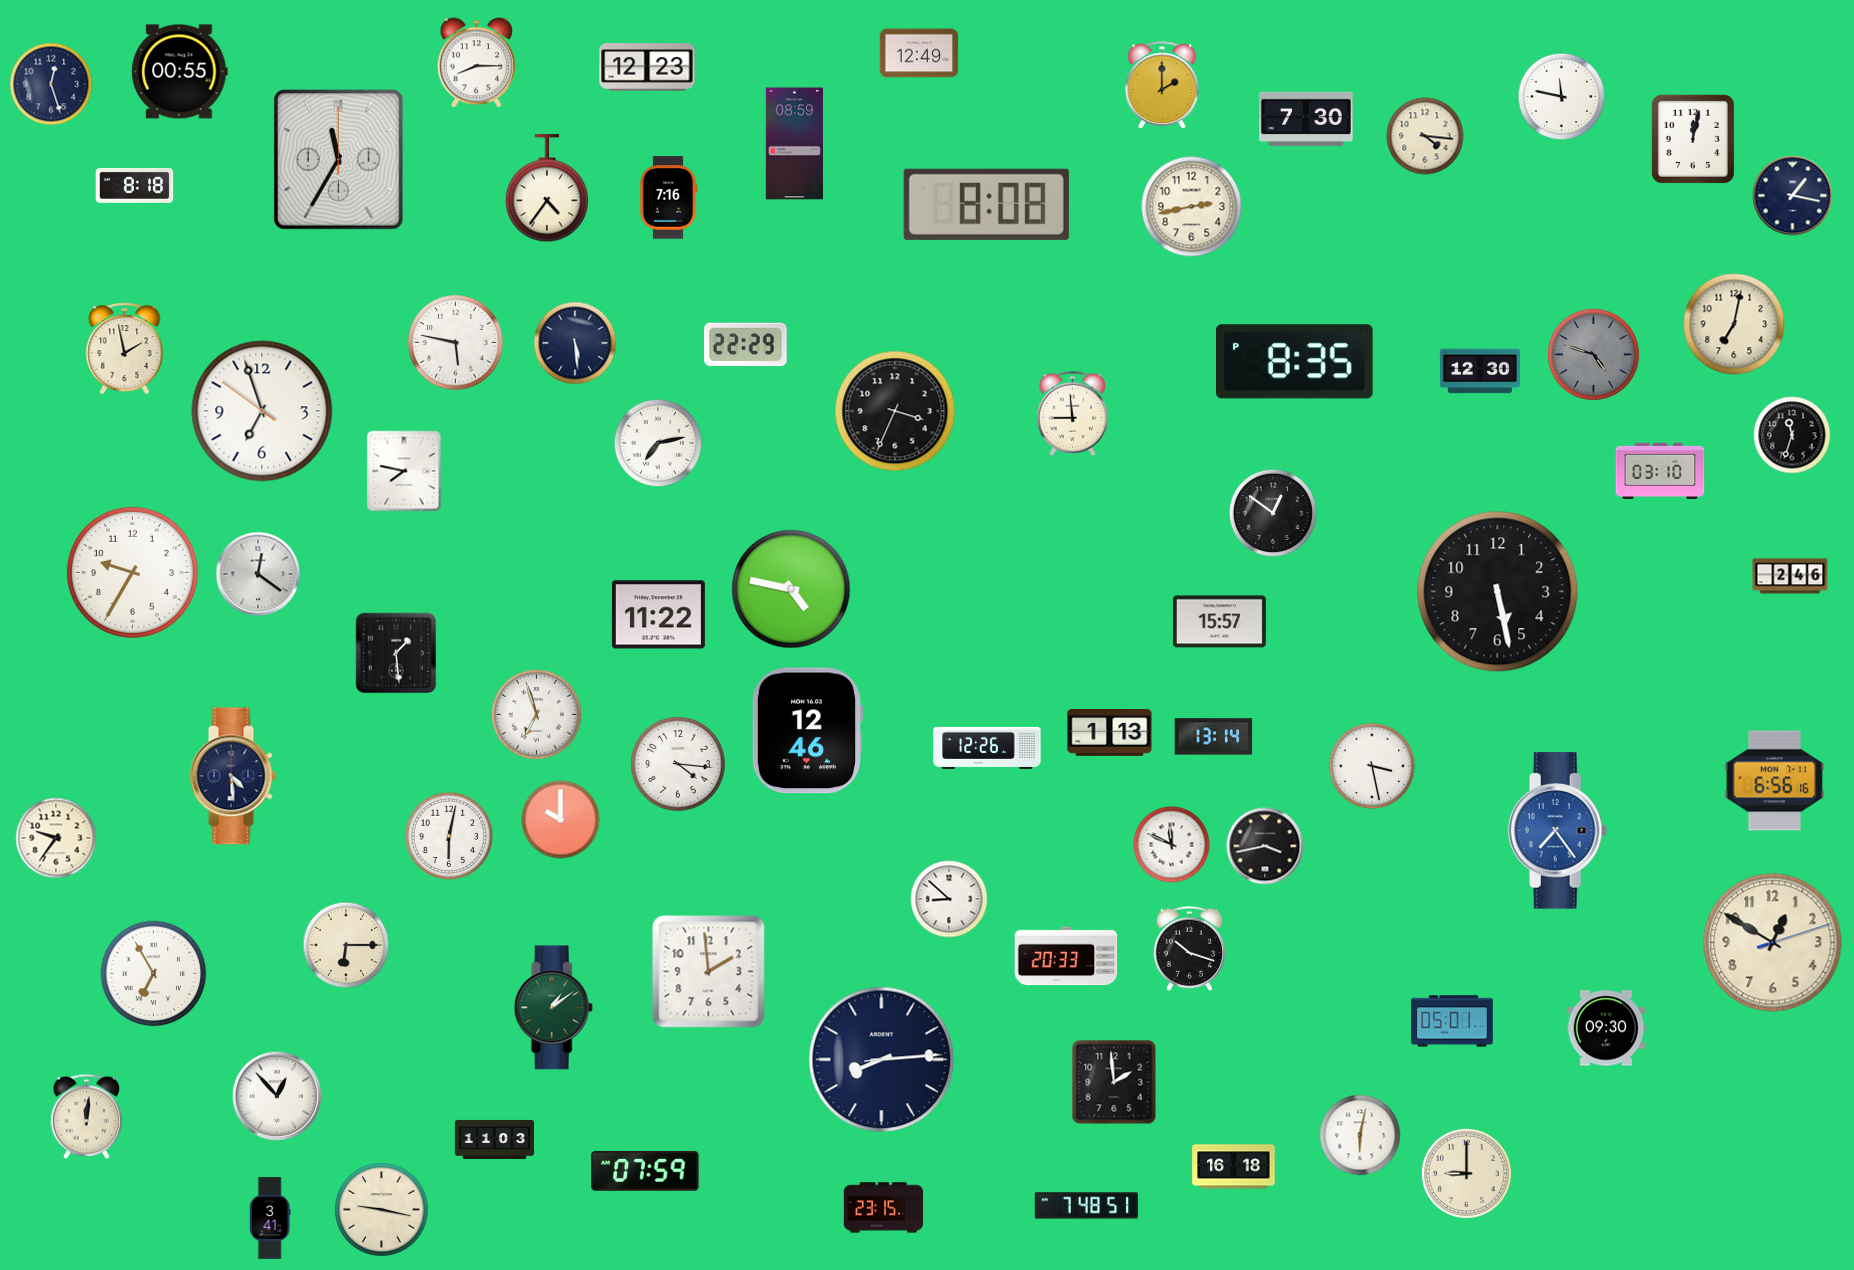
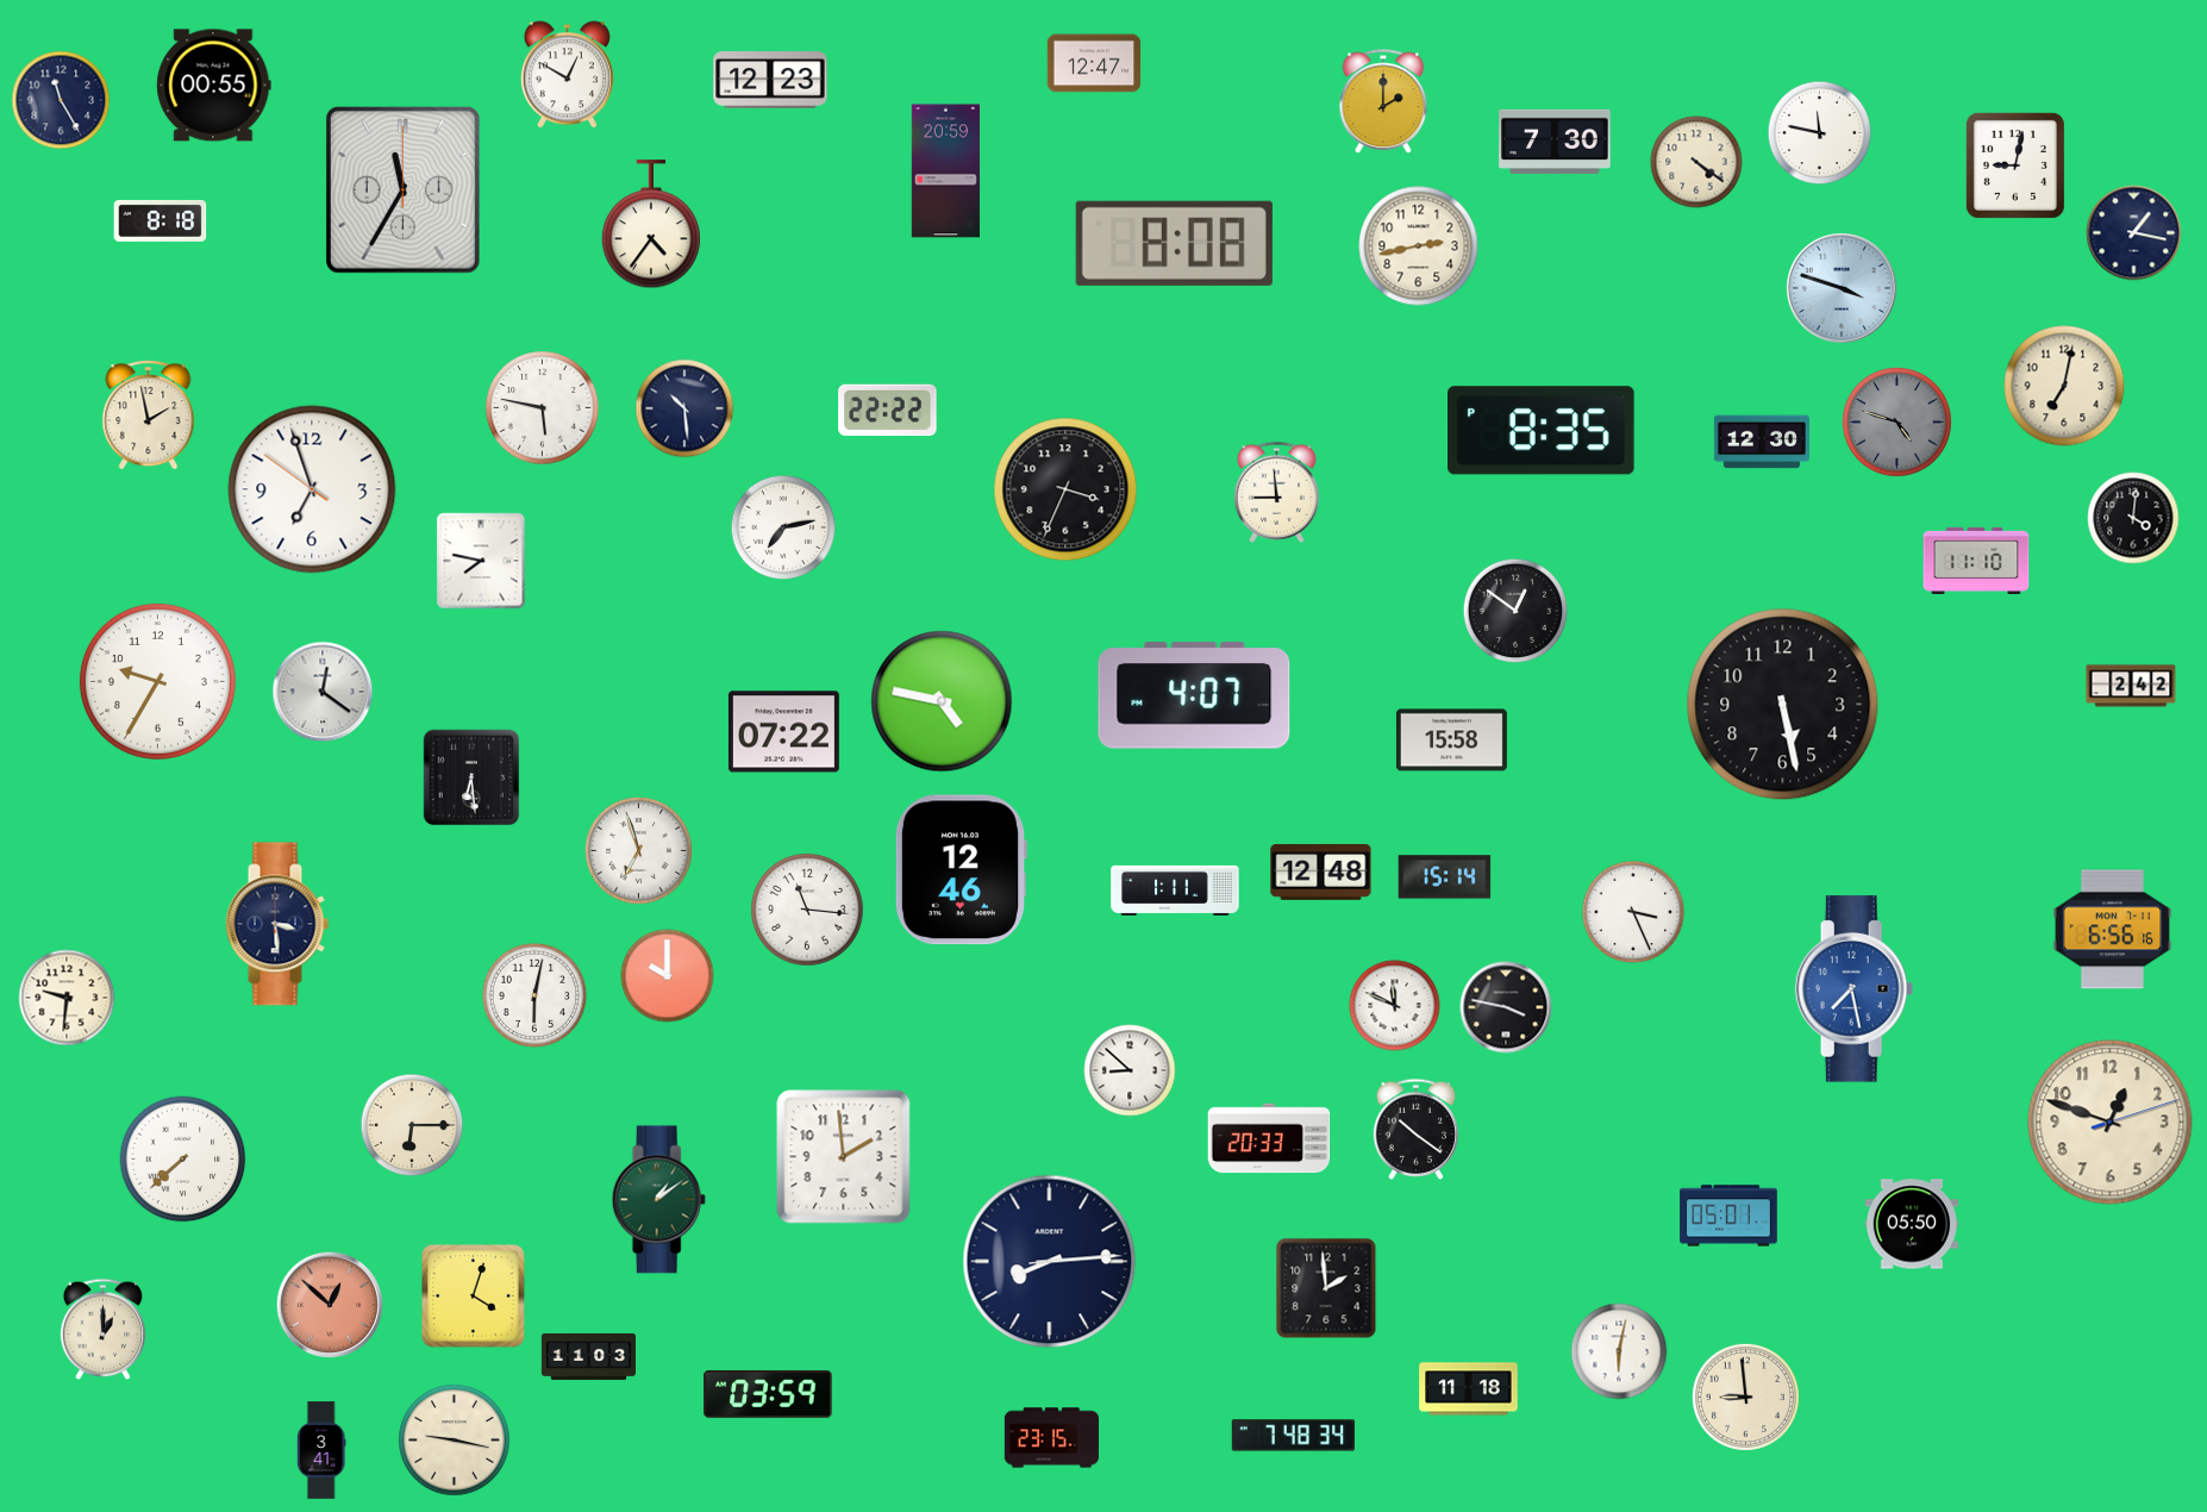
clock at (919, 53): 12:49 -> 12:47
clock at (476, 63): 8:15 -> 12:50
clock at (51, 84): 12:27 -> 11:25
clock at (1562, 97) position: (1562, 97) -> (1820, 133)
clock at (1425, 136): 4:16 -> 4:21
clock at (1693, 139): 12:02 -> 9:02
clock at (794, 144): 08:59 -> 20:59
clock at (668, 198): 7:16 -> none
clock at (1842, 288): none -> 3:48
clock at (575, 343): 5:29 -> 10:29
clock at (746, 345): 22:29 -> 22:22
clock at (1792, 435): 11:33 -> 4:01
clock at (1660, 470): 03:10 -> 11:10
clock at (258, 574) position: (258, 574) -> (323, 692)
clock at (1790, 576): 2:46 -> 2:42
clock at (1194, 695): none -> 4:07
clock at (658, 615): 11:22 -> 07:22
clock at (1219, 622): 15:57 -> 15:58
clock at (396, 653): 1:29 -> 6:29
clock at (1110, 733): 1:13 -> 12:48
clock at (1214, 737): 13:14 -> 15:14
clock at (987, 748): 12:26 -> 1:11
clock at (678, 764): 4:16 -> 11:16
clock at (1372, 766): 3:28 -> 3:26
clock at (233, 776): 4:29 -> 3:29
clock at (1558, 831): 7:24 -> 7:28
clock at (56, 838): 9:36 -> 9:31
clock at (1265, 846): 3:43 -> 3:47
clock at (1773, 943): 12:50 -> 12:48
clock at (1190, 948): 10:18 -> 10:21
clock at (154, 974): 6:55 -> 7:38
clock at (1606, 1028): 09:30 -> 05:50
clock at (474, 1297): none -> 4:03
clock at (277, 1096): 12:53 -> 12:52
clock at (277, 1096) dial: white -> salmon
clock at (87, 1116): 12:01 -> 1:00
clock at (1234, 1167): 16:18 -> 11:18
clock at (645, 1171): 07:59 -> 03:59
clock at (1466, 1173): 9:00 -> 8:59
clock at (1086, 1206): 7:48:51 -> 7:48:34
